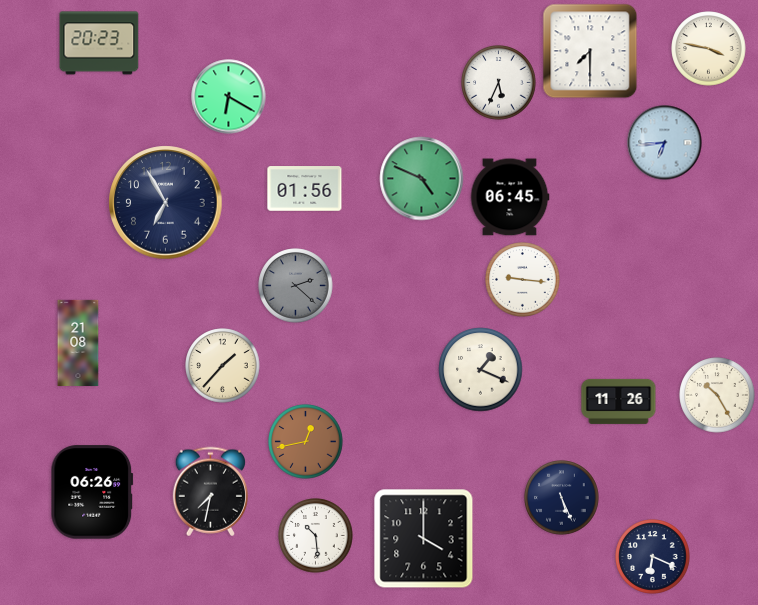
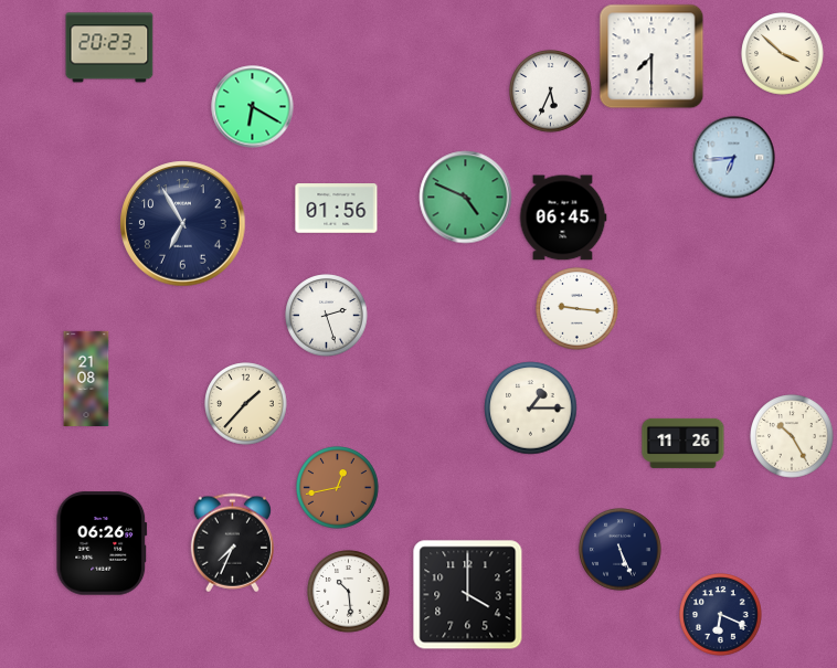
clock at (709, 49): 3:47 -> 3:52
clock at (296, 286): 2:22 -> 2:27
clock at (296, 286) dial: grey -> white
clock at (481, 370): 1:19 -> 1:15
clock at (210, 492): 7:32 -> 7:34
